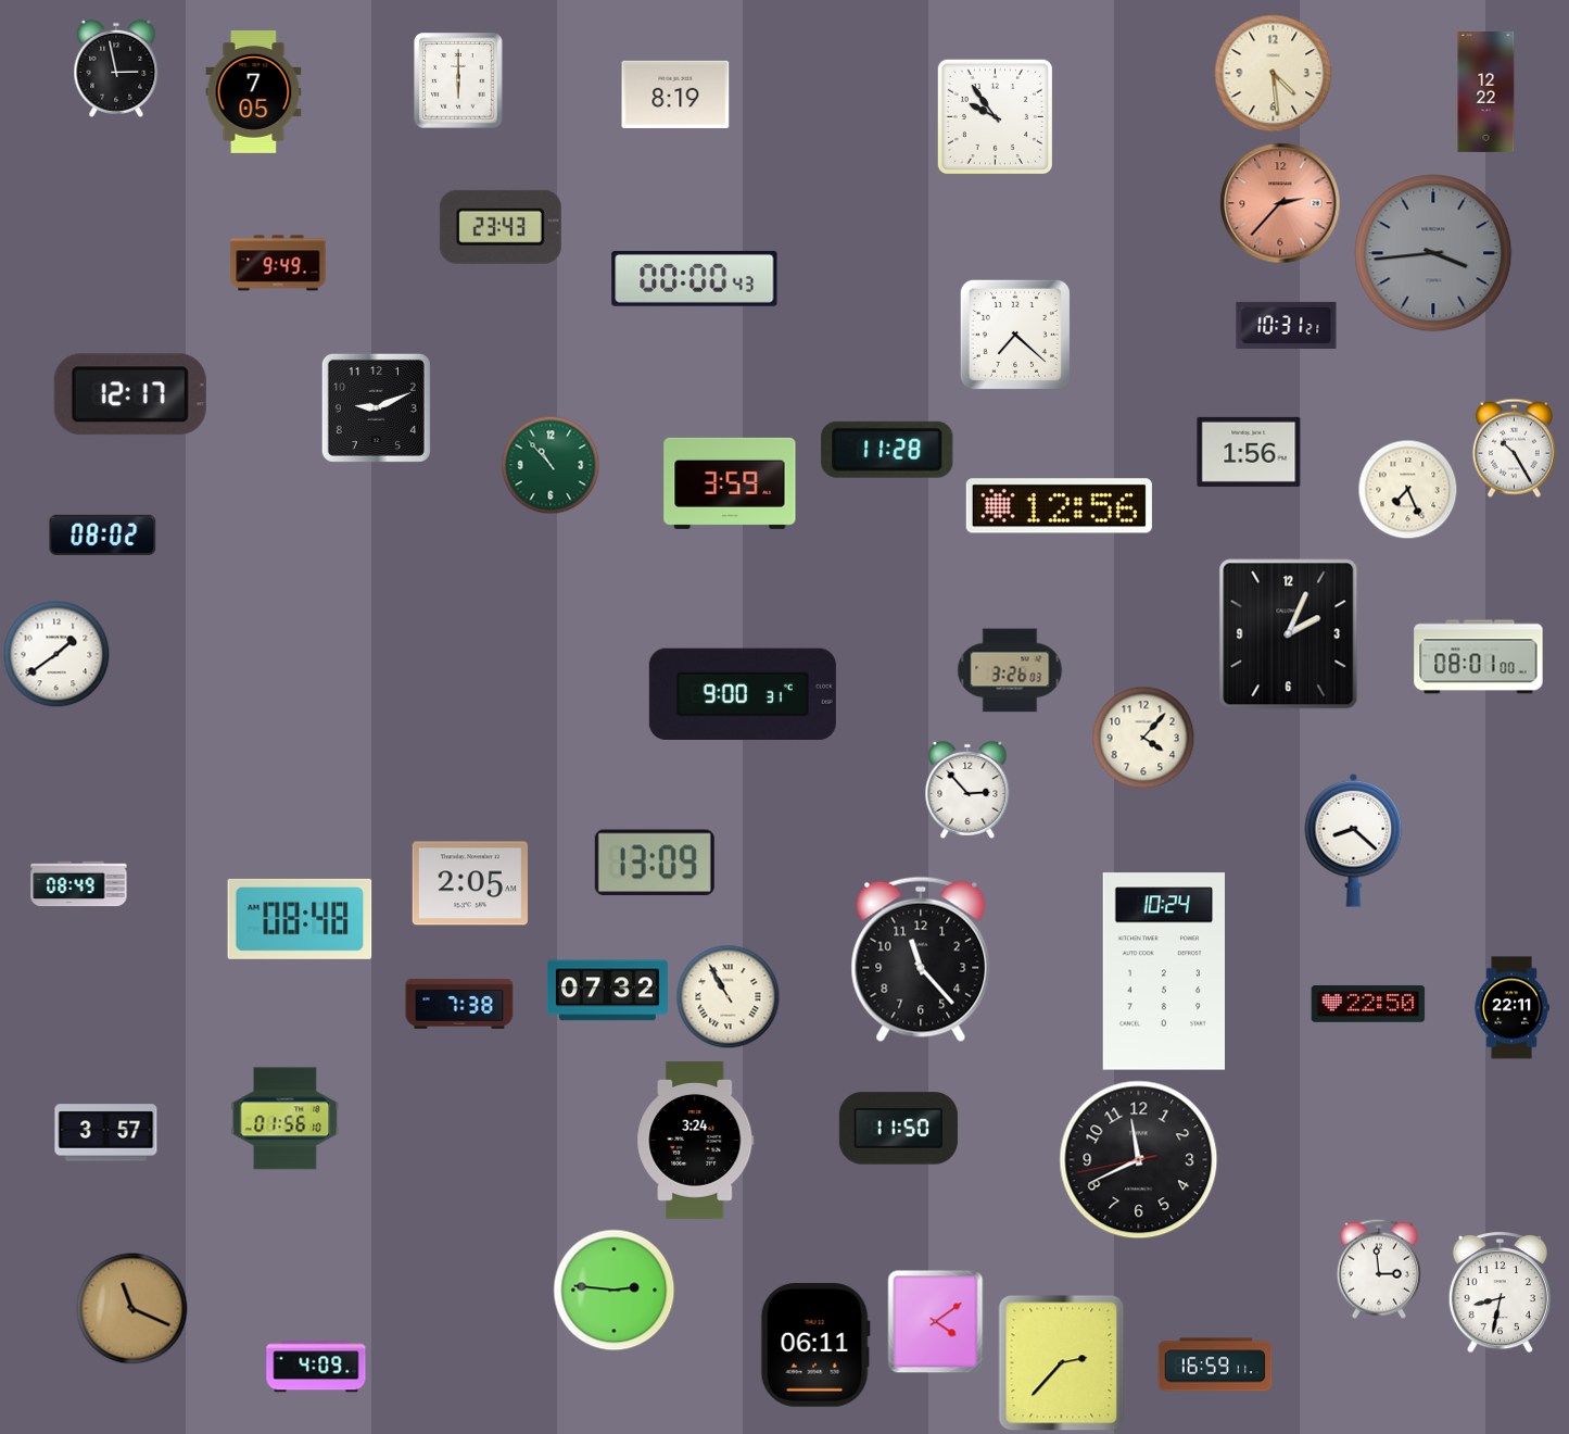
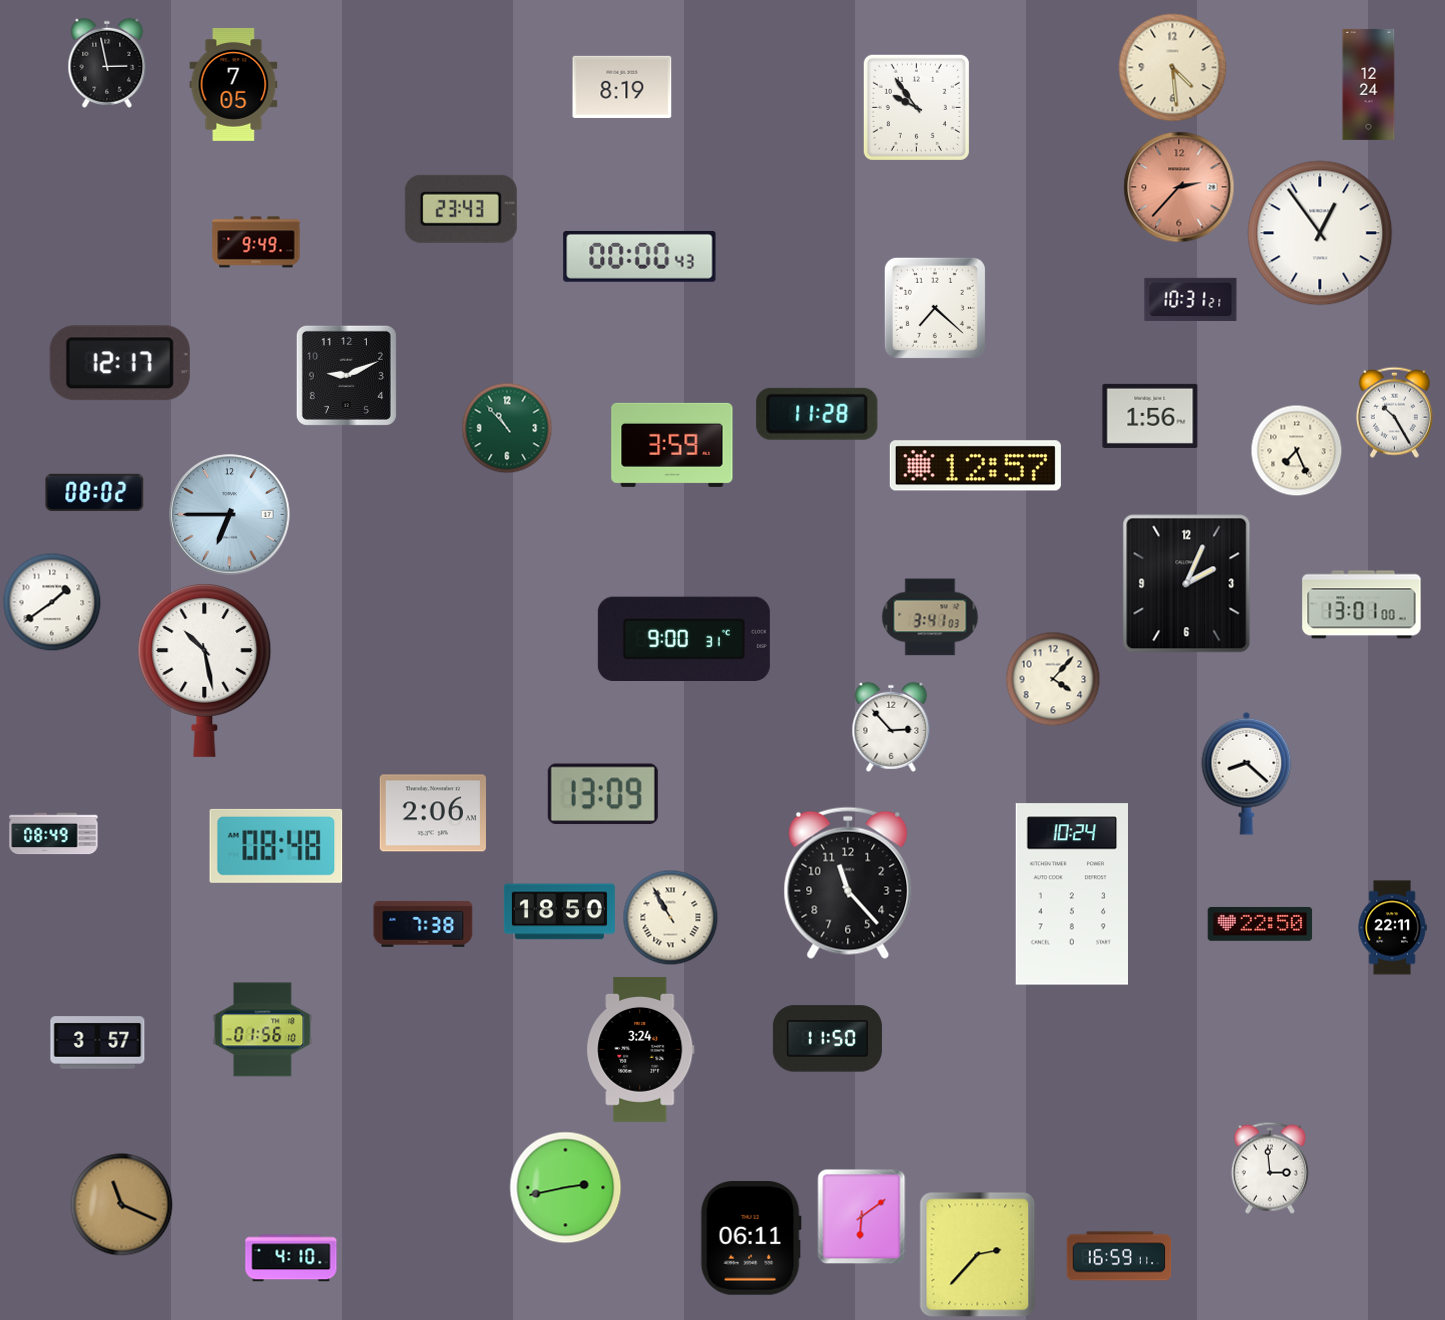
clock at (458, 80): 6:00 -> none
clock at (1486, 91): 12:22 -> 12:24
clock at (1433, 253): 3:44 -> 12:54
clock at (1433, 253) dial: grey -> white
clock at (1287, 325) position: (1287, 325) -> (1191, 299)
clock at (1059, 506): 12:56 -> 12:57
clock at (230, 515): none -> 6:45
clock at (1479, 657): 08:01 -> 13:01
clock at (1010, 670): 3:26 -> 3:41
clock at (205, 670): none -> 10:28
clock at (469, 883): 2:05 -> 2:06
clock at (79, 884) position: (79, 884) -> (54, 834)
clock at (607, 991): 07:32 -> 18:50
clock at (1139, 1160): 11:40 -> none
clock at (615, 1291): 2:46 -> 2:43
clock at (1500, 1293): 8:32 -> none
clock at (936, 1322): 4:09 -> 6:09
clock at (316, 1367): 4:09 -> 4:10
